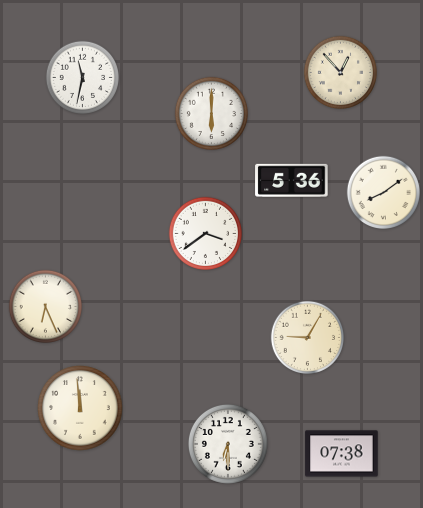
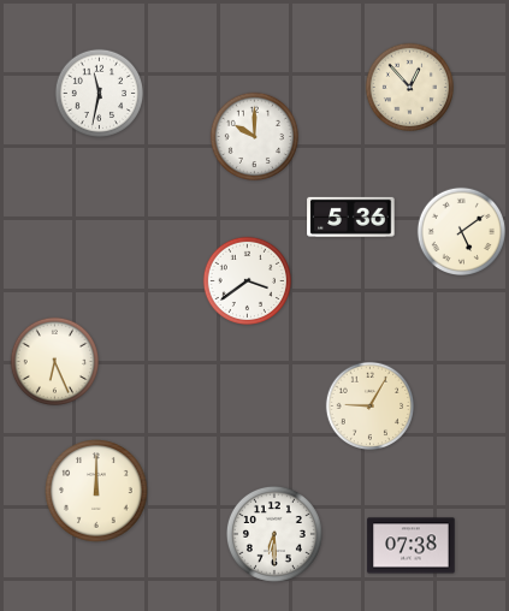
clock at (212, 114): 6:00 -> 10:00
clock at (384, 193): 8:09 -> 5:09
clock at (46, 307) position: (46, 307) -> (55, 362)
clock at (80, 408): 11:59 -> 12:00
